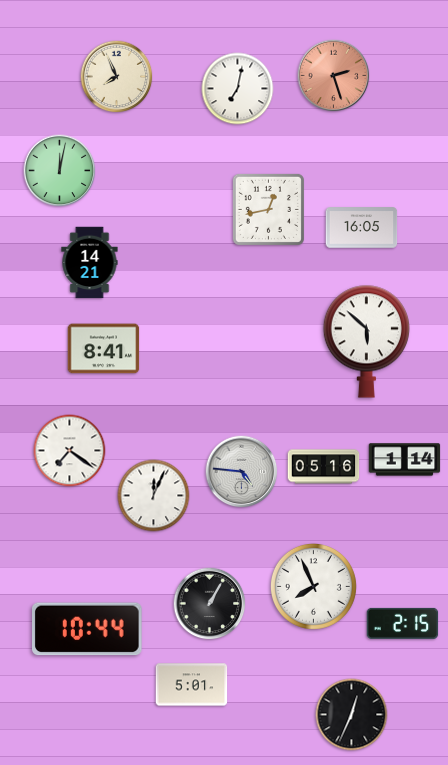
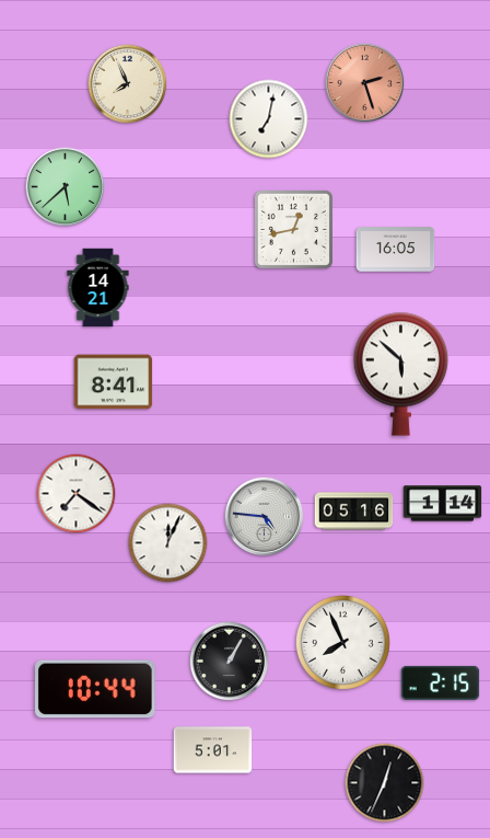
clock at (238, 89) position: (238, 89) -> (269, 119)
clock at (60, 171): 12:02 -> 5:38
clock at (192, 685) position: (192, 685) -> (213, 750)
